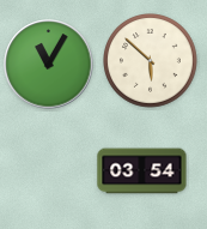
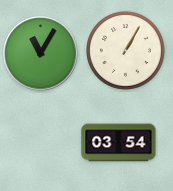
clock at (151, 61): 5:52 -> 1:05
